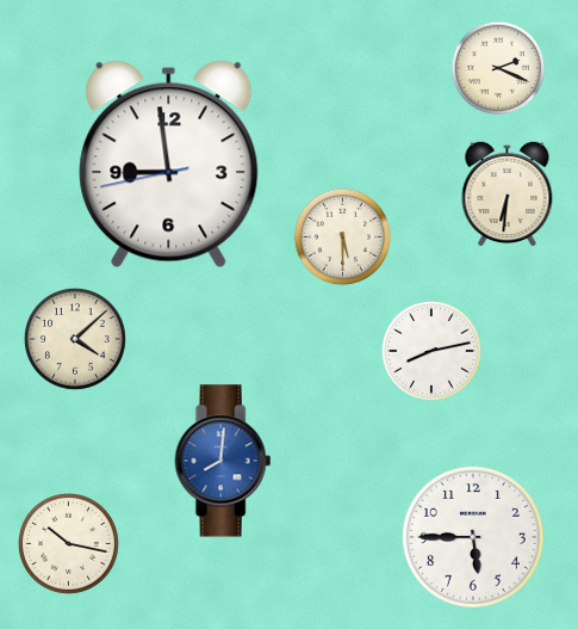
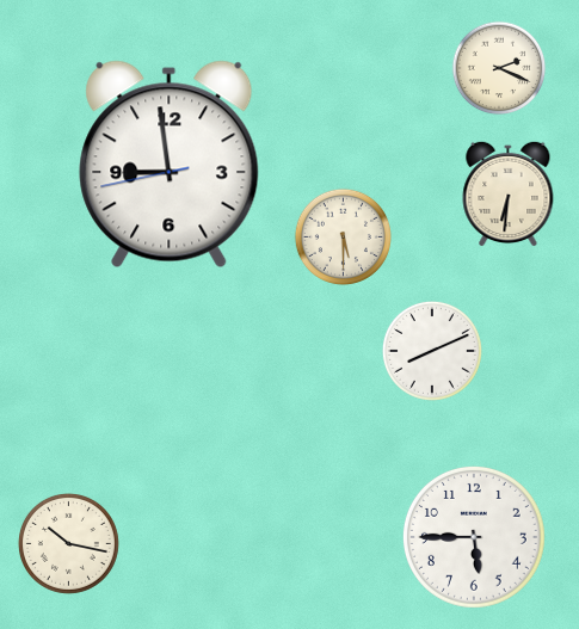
clock at (76, 340): 4:08 -> none
clock at (431, 351): 8:13 -> 8:11
clock at (223, 461): 8:01 -> none
